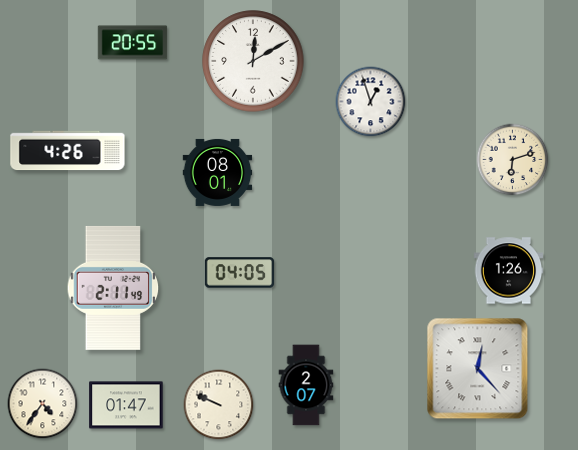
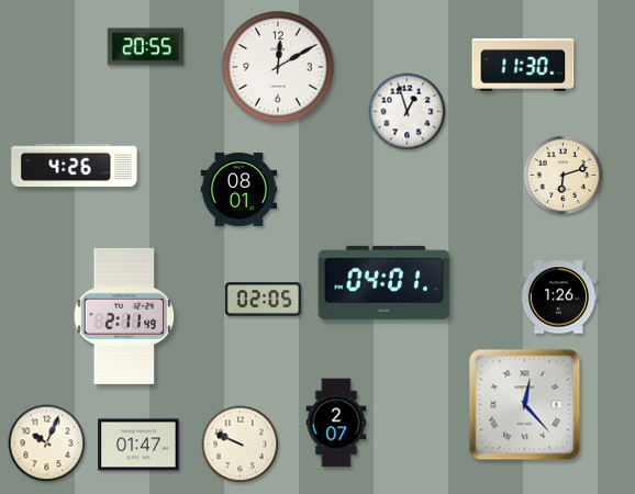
clock at (523, 65): none -> 11:30
clock at (385, 282): none -> 04:01
clock at (240, 273): 04:05 -> 02:05
clock at (43, 404): 4:36 -> 10:04
